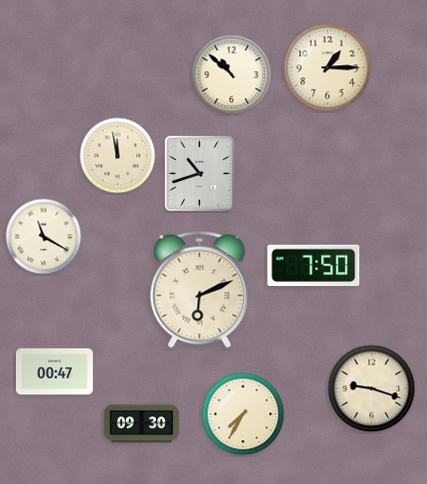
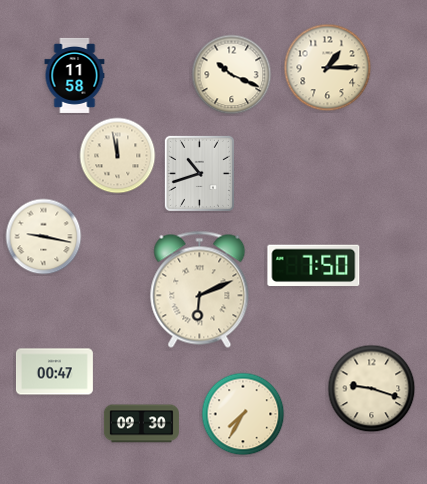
clock at (75, 75): none -> 11:58
clock at (232, 75): 10:52 -> 10:19
clock at (44, 237): 11:20 -> 9:17
